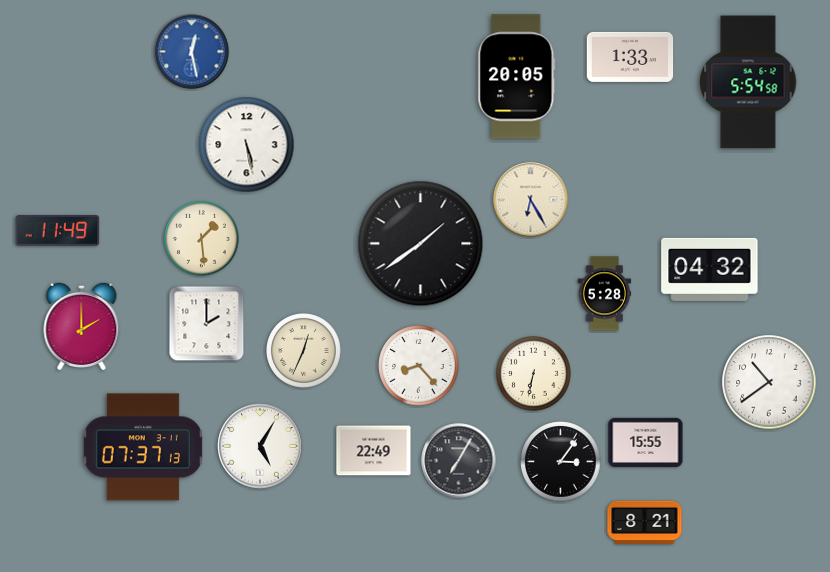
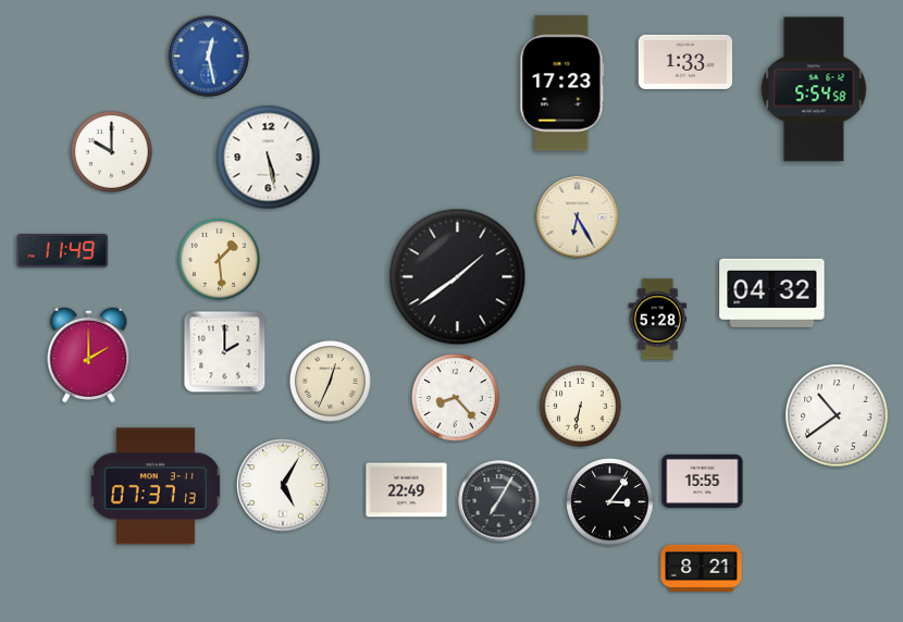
clock at (517, 77): 20:05 -> 17:23
clock at (112, 152): none -> 10:00
clock at (421, 244) position: (421, 244) -> (458, 277)
